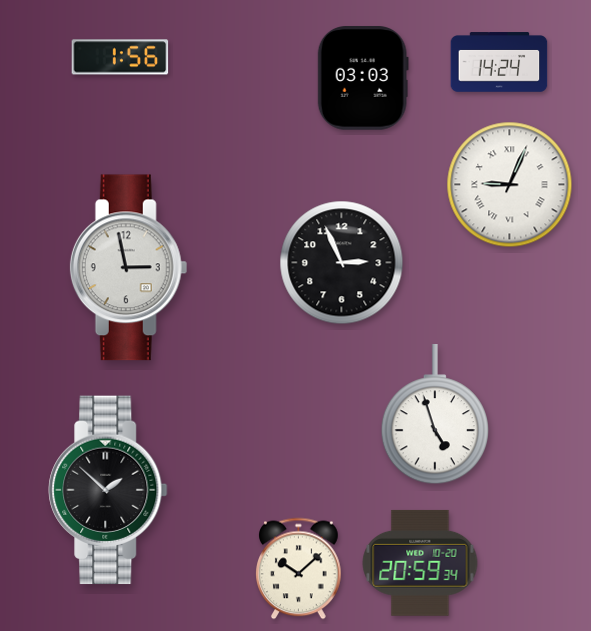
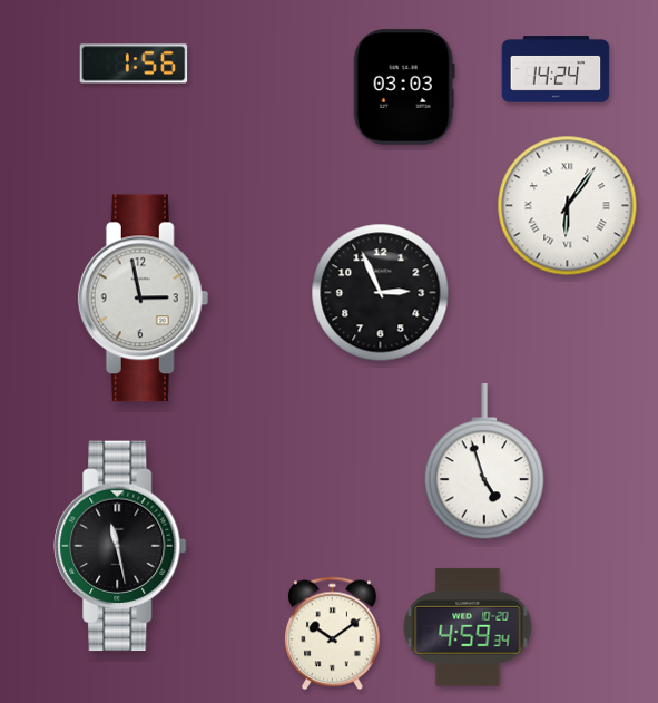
clock at (510, 185): 9:04 -> 6:06
clock at (108, 490): 1:52 -> 11:28
clock at (420, 563): 20:59 -> 4:59
clock at (299, 569): 10:08 -> 10:09
